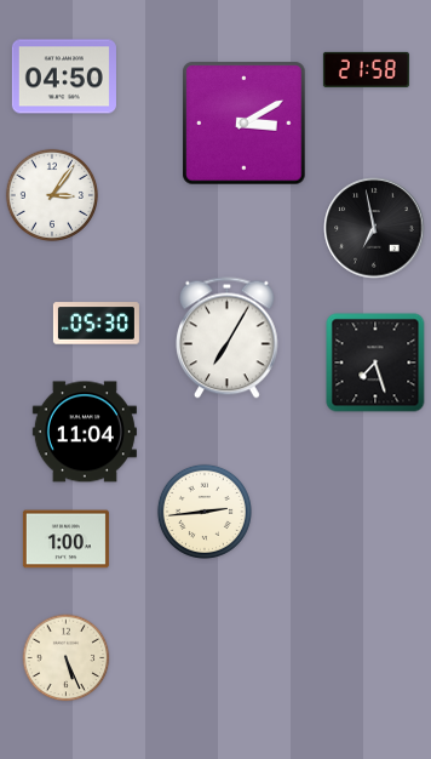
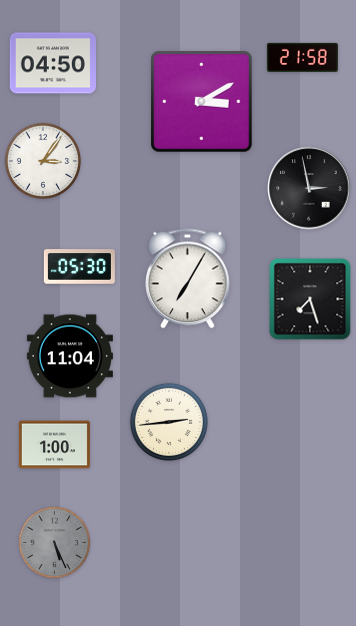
clock at (374, 228): 6:58 -> 2:58
clock at (67, 658) dial: cream -> grey
